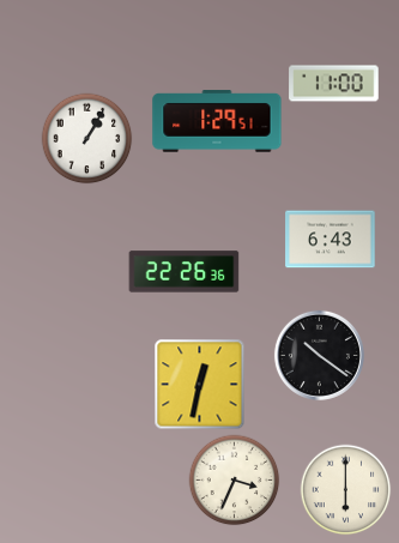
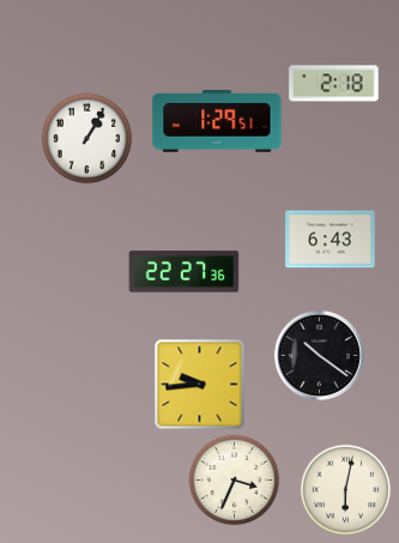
clock at (334, 84): 11:00 -> 2:18
clock at (185, 272): 22:26 -> 22:27
clock at (200, 385): 12:32 -> 9:44
clock at (346, 490): 6:00 -> 6:02
